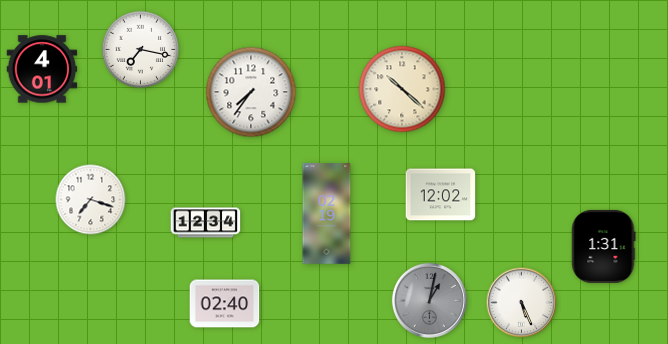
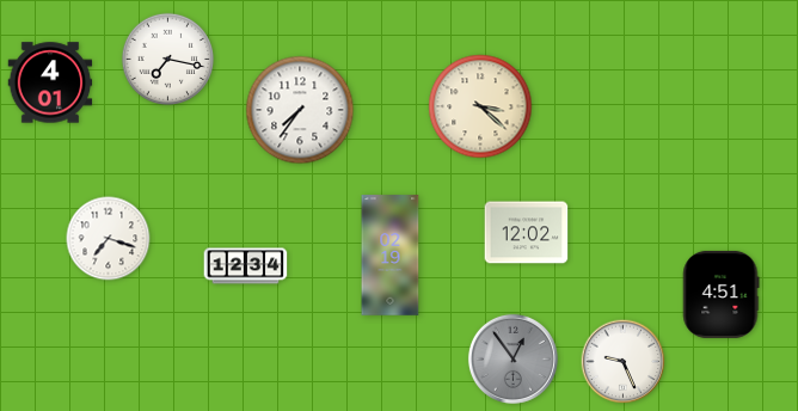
clock at (402, 89): 10:22 -> 3:22
clock at (604, 246): 1:31 -> 4:51
clock at (429, 300): 1:02 -> 12:54
clock at (522, 303): 5:26 -> 9:26
clock at (225, 304): 02:40 -> none
